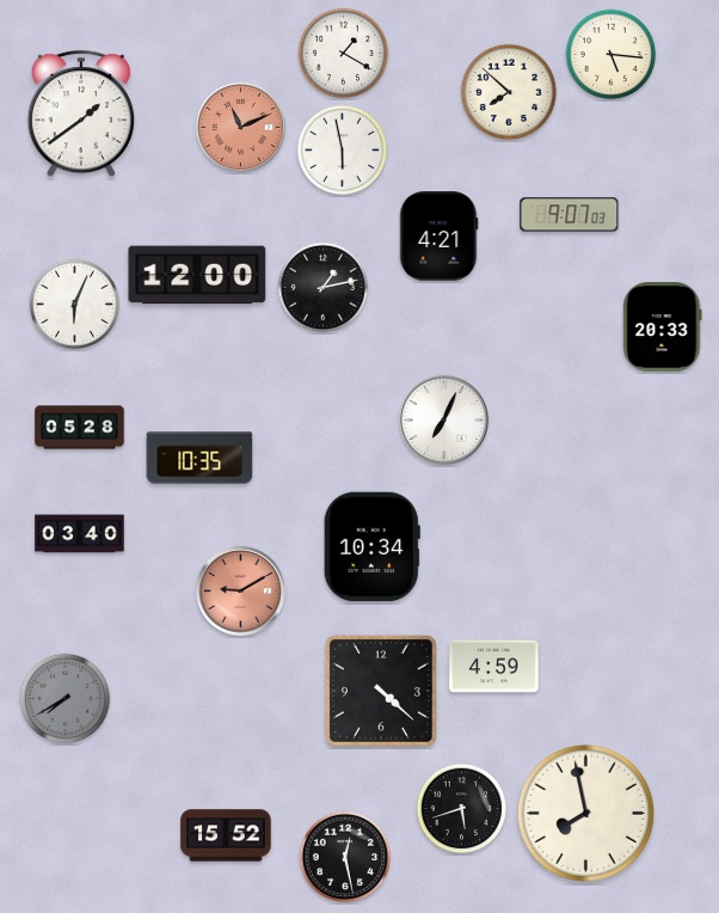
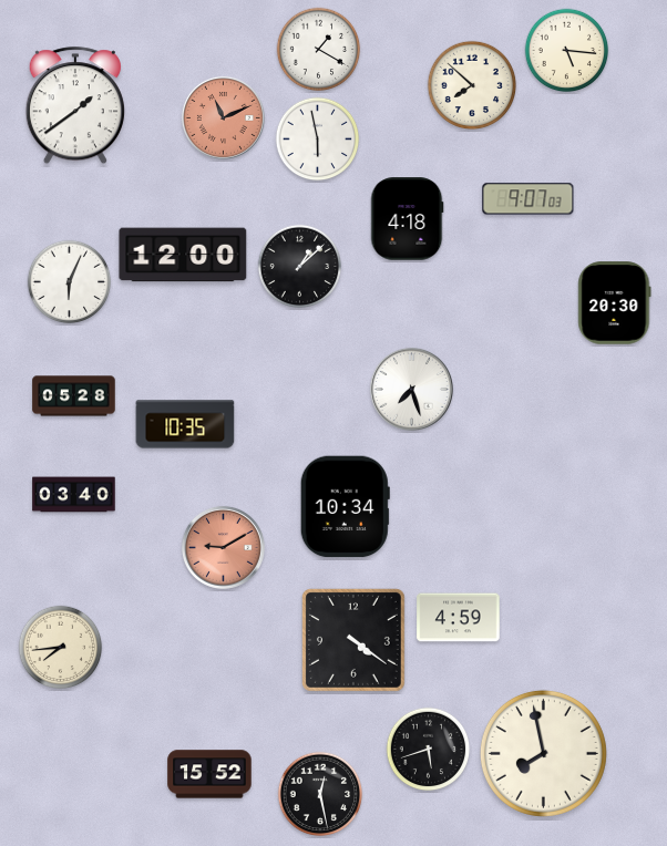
clock at (438, 237): 4:21 -> 4:18
clock at (324, 288): 1:13 -> 1:08
clock at (663, 327): 20:33 -> 20:30
clock at (443, 419): 7:04 -> 7:27
clock at (381, 691): 4:22 -> 4:21
clock at (66, 699): 7:40 -> 7:44
clock at (66, 699) dial: grey -> cream
